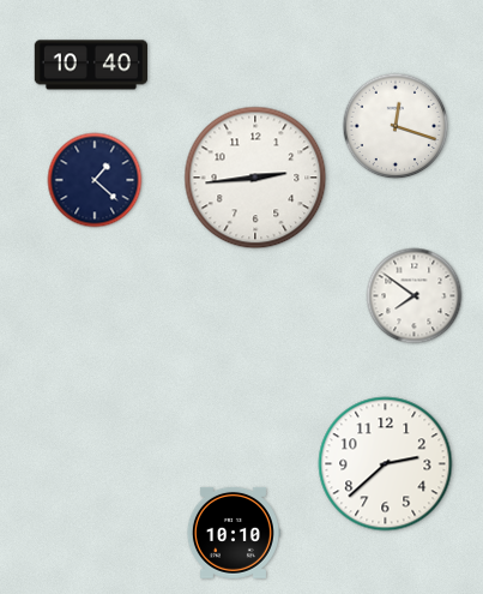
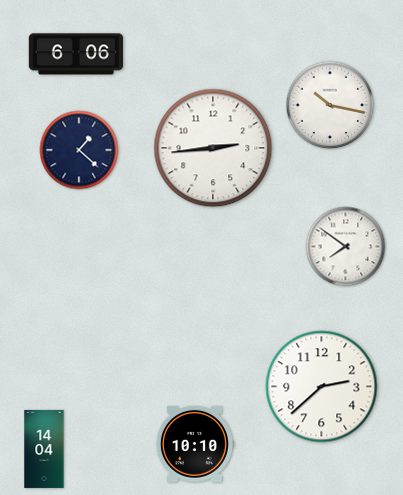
clock at (90, 65): 10:40 -> 6:06
clock at (396, 126): 12:18 -> 10:17
clock at (44, 449): none -> 14:04
